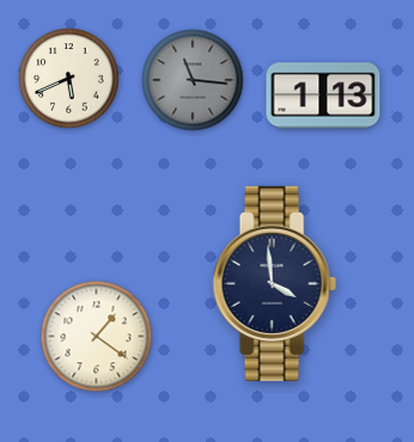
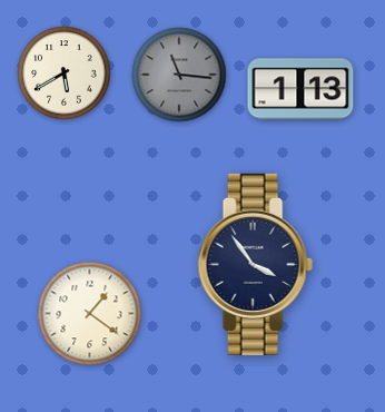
clock at (69, 79): 5:41 -> 5:40
clock at (274, 283): 3:59 -> 3:54
